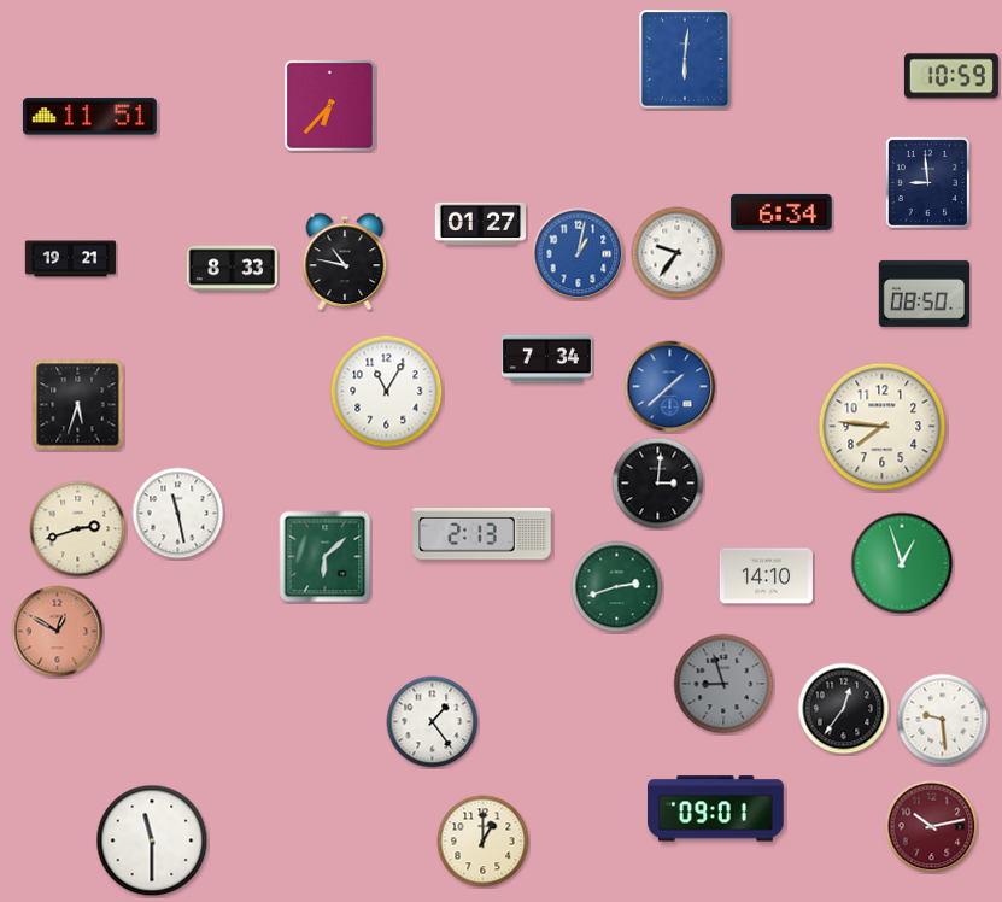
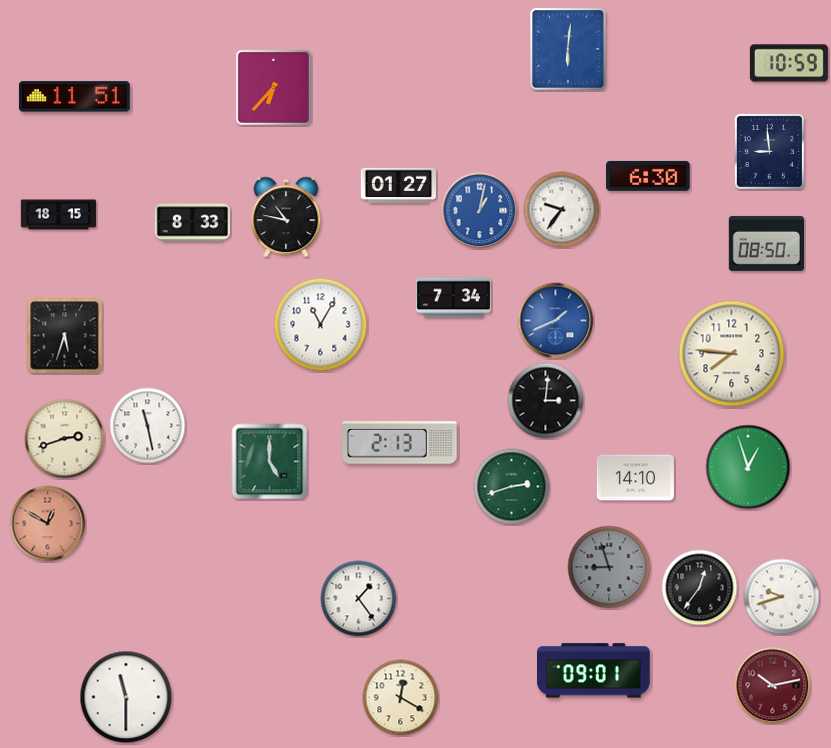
clock at (781, 212): 6:34 -> 6:30
clock at (71, 259): 19:21 -> 18:15
clock at (670, 387): 1:38 -> 1:41
clock at (326, 557): 6:08 -> 5:00
clock at (723, 684) position: (723, 684) -> (609, 567)
clock at (943, 720): 9:29 -> 9:42
clock at (484, 842): 1:00 -> 12:20
